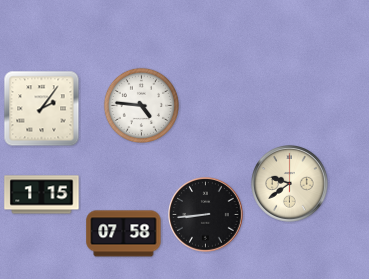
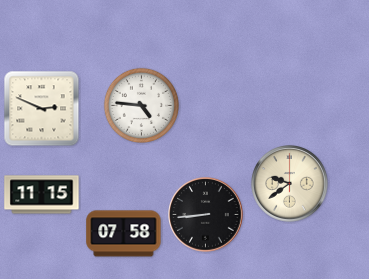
clock at (42, 109): 2:06 -> 2:49
clock at (42, 195): 1:15 -> 11:15
